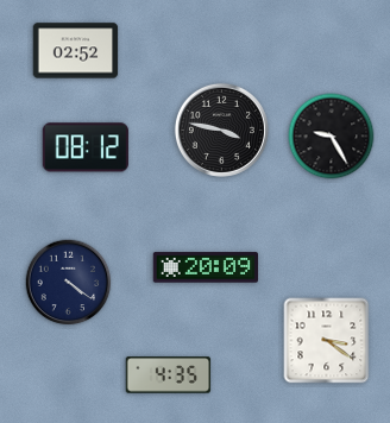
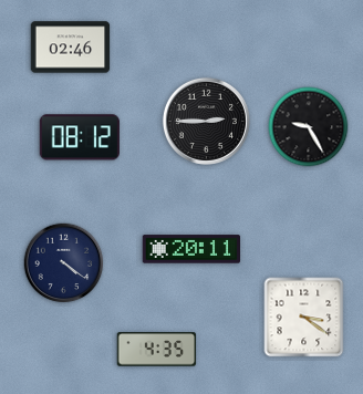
clock at (76, 51): 02:52 -> 02:46
clock at (221, 130): 3:47 -> 2:45
clock at (205, 267): 20:09 -> 20:11
